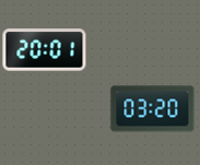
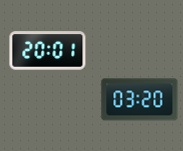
clock at (45, 50) position: (45, 50) -> (48, 51)
